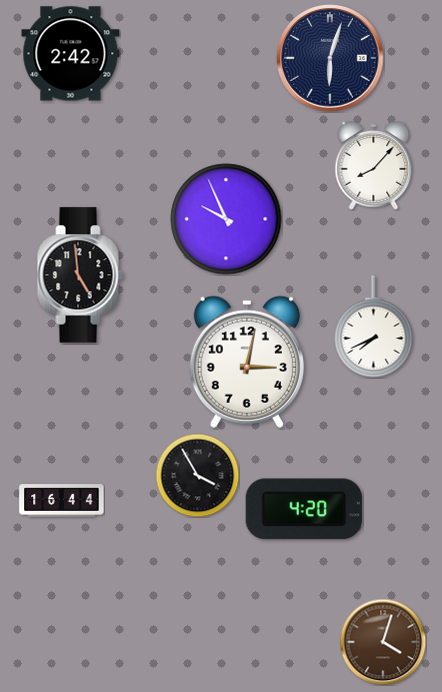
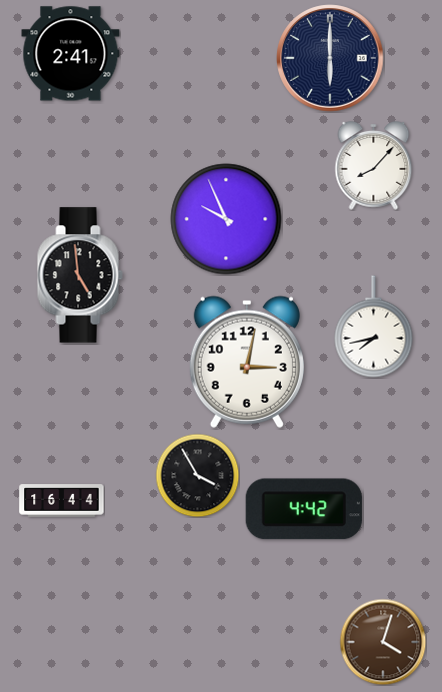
clock at (71, 54): 2:42 -> 2:41
clock at (330, 58): 6:03 -> 6:00
clock at (374, 327): 7:41 -> 7:43
clock at (304, 509): 4:20 -> 4:42
